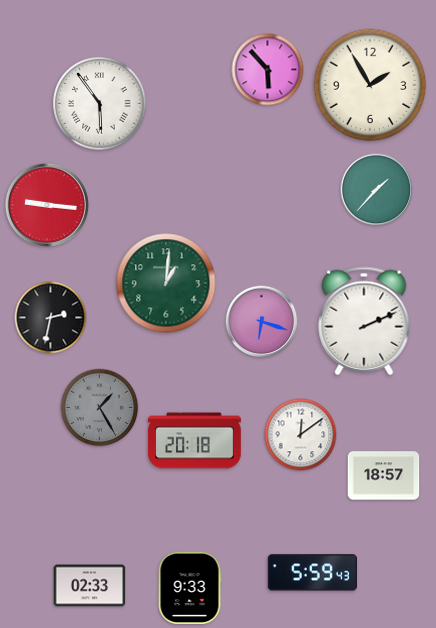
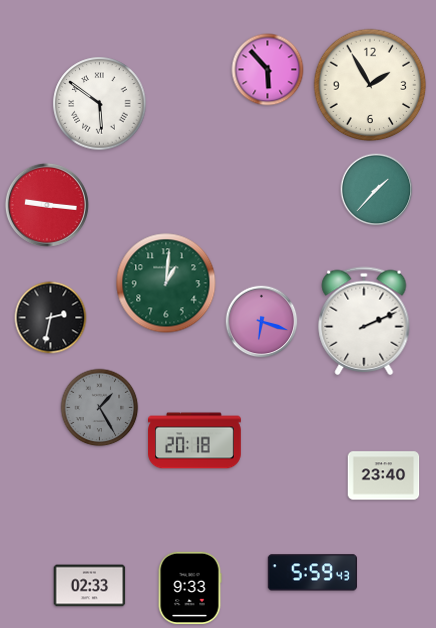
clock at (100, 104): 5:54 -> 5:51
clock at (301, 435): 12:09 -> none
clock at (384, 476): 18:57 -> 23:40
